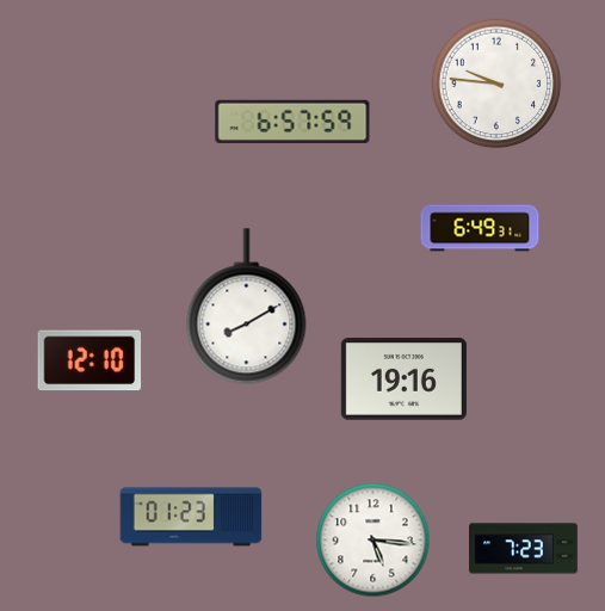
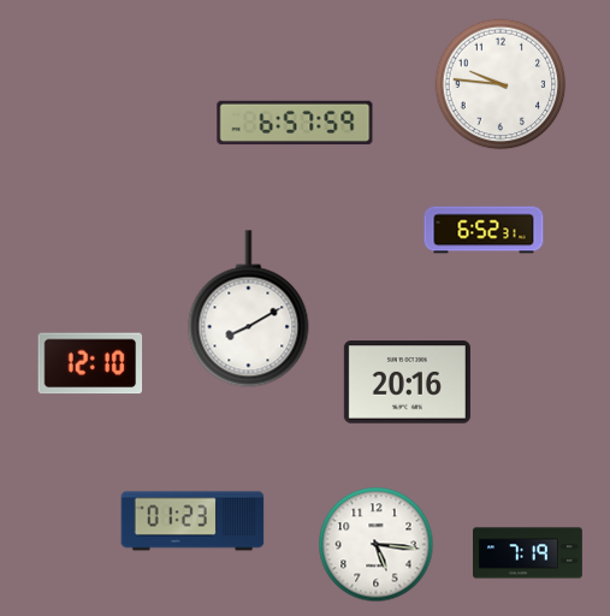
clock at (480, 228): 6:49 -> 6:52
clock at (403, 379): 19:16 -> 20:16
clock at (524, 549): 7:23 -> 7:19
